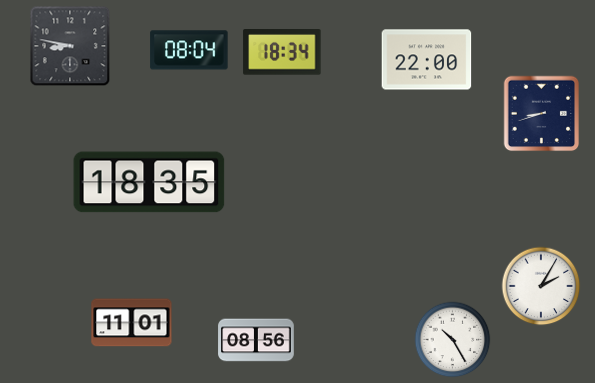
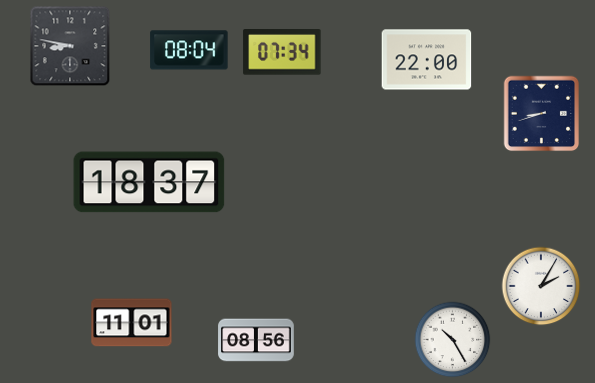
clock at (282, 52): 18:34 -> 07:34
clock at (149, 182): 18:35 -> 18:37
